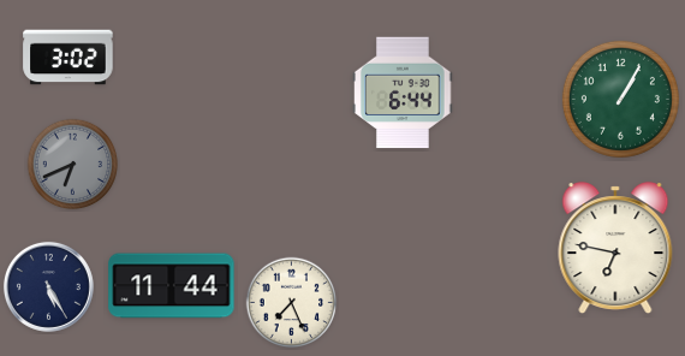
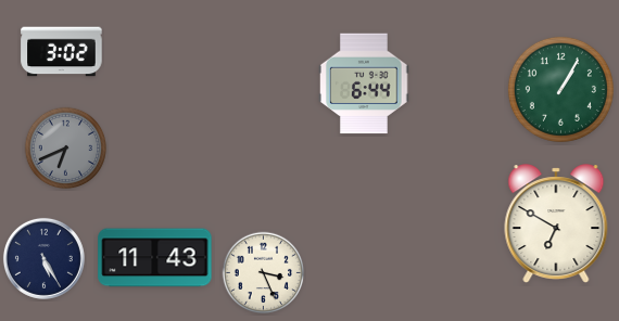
clock at (615, 248): 6:47 -> 6:50
clock at (172, 286): 11:44 -> 11:43
clock at (292, 303): 7:26 -> 3:26
